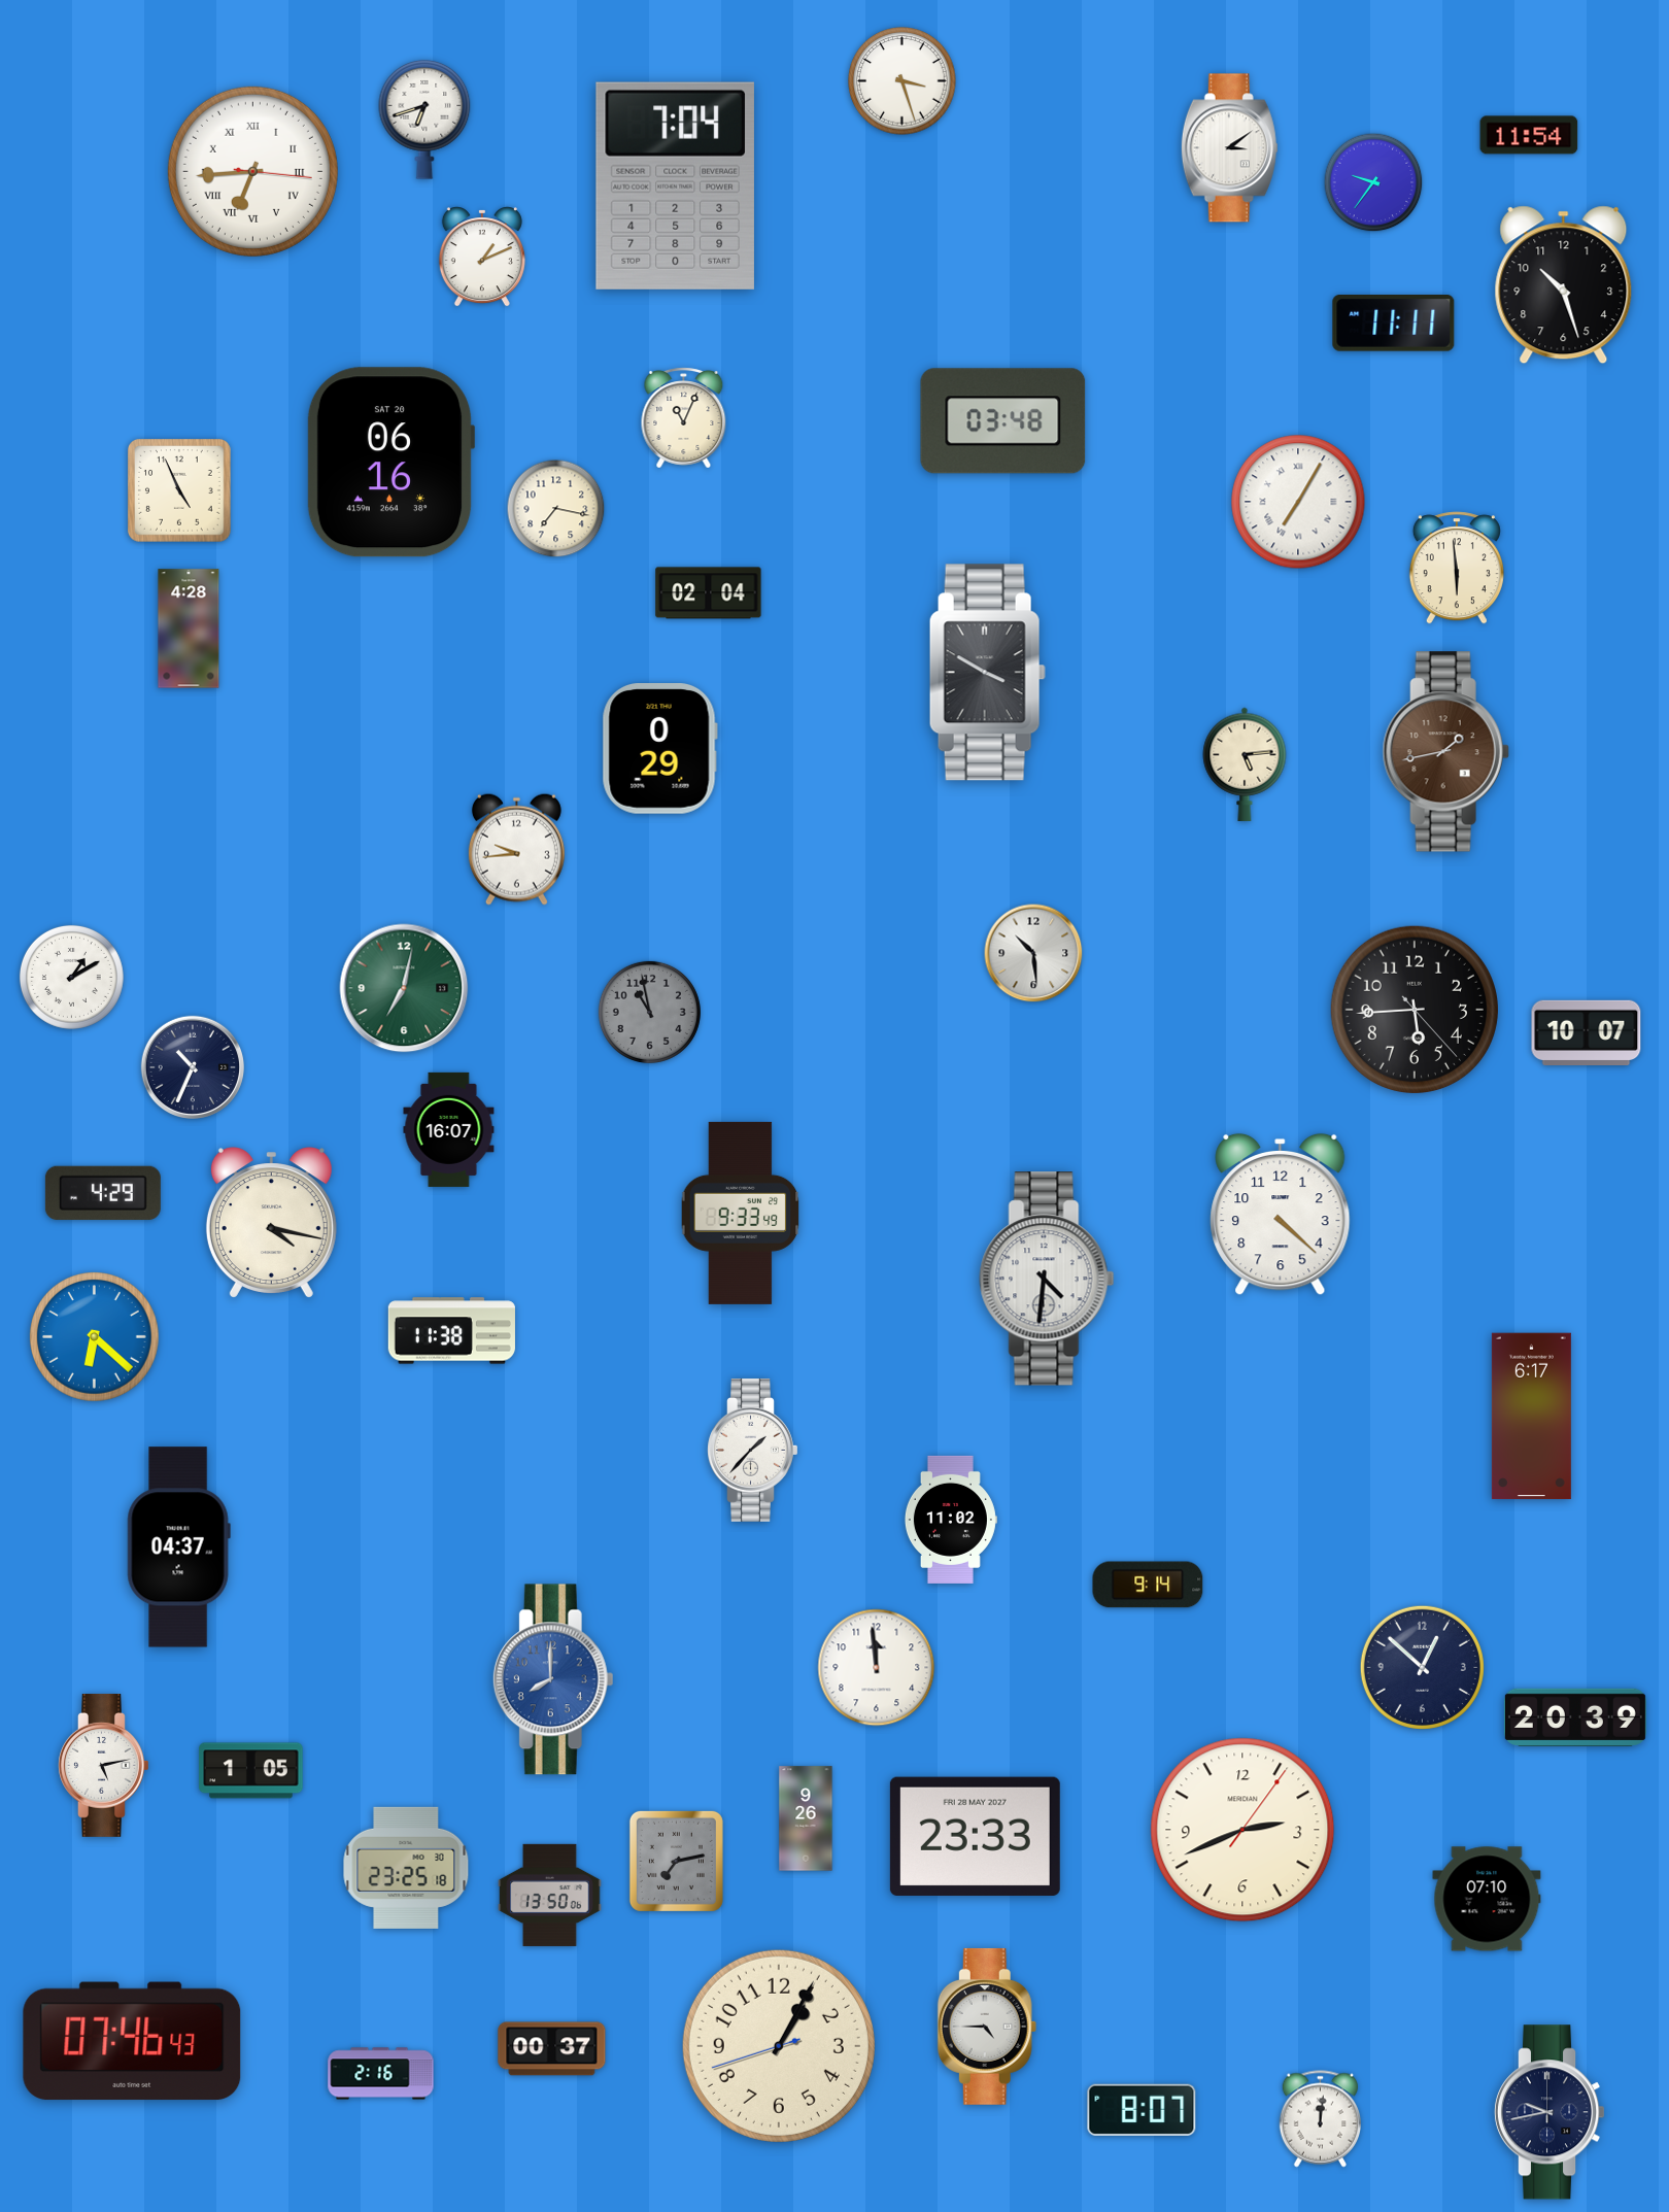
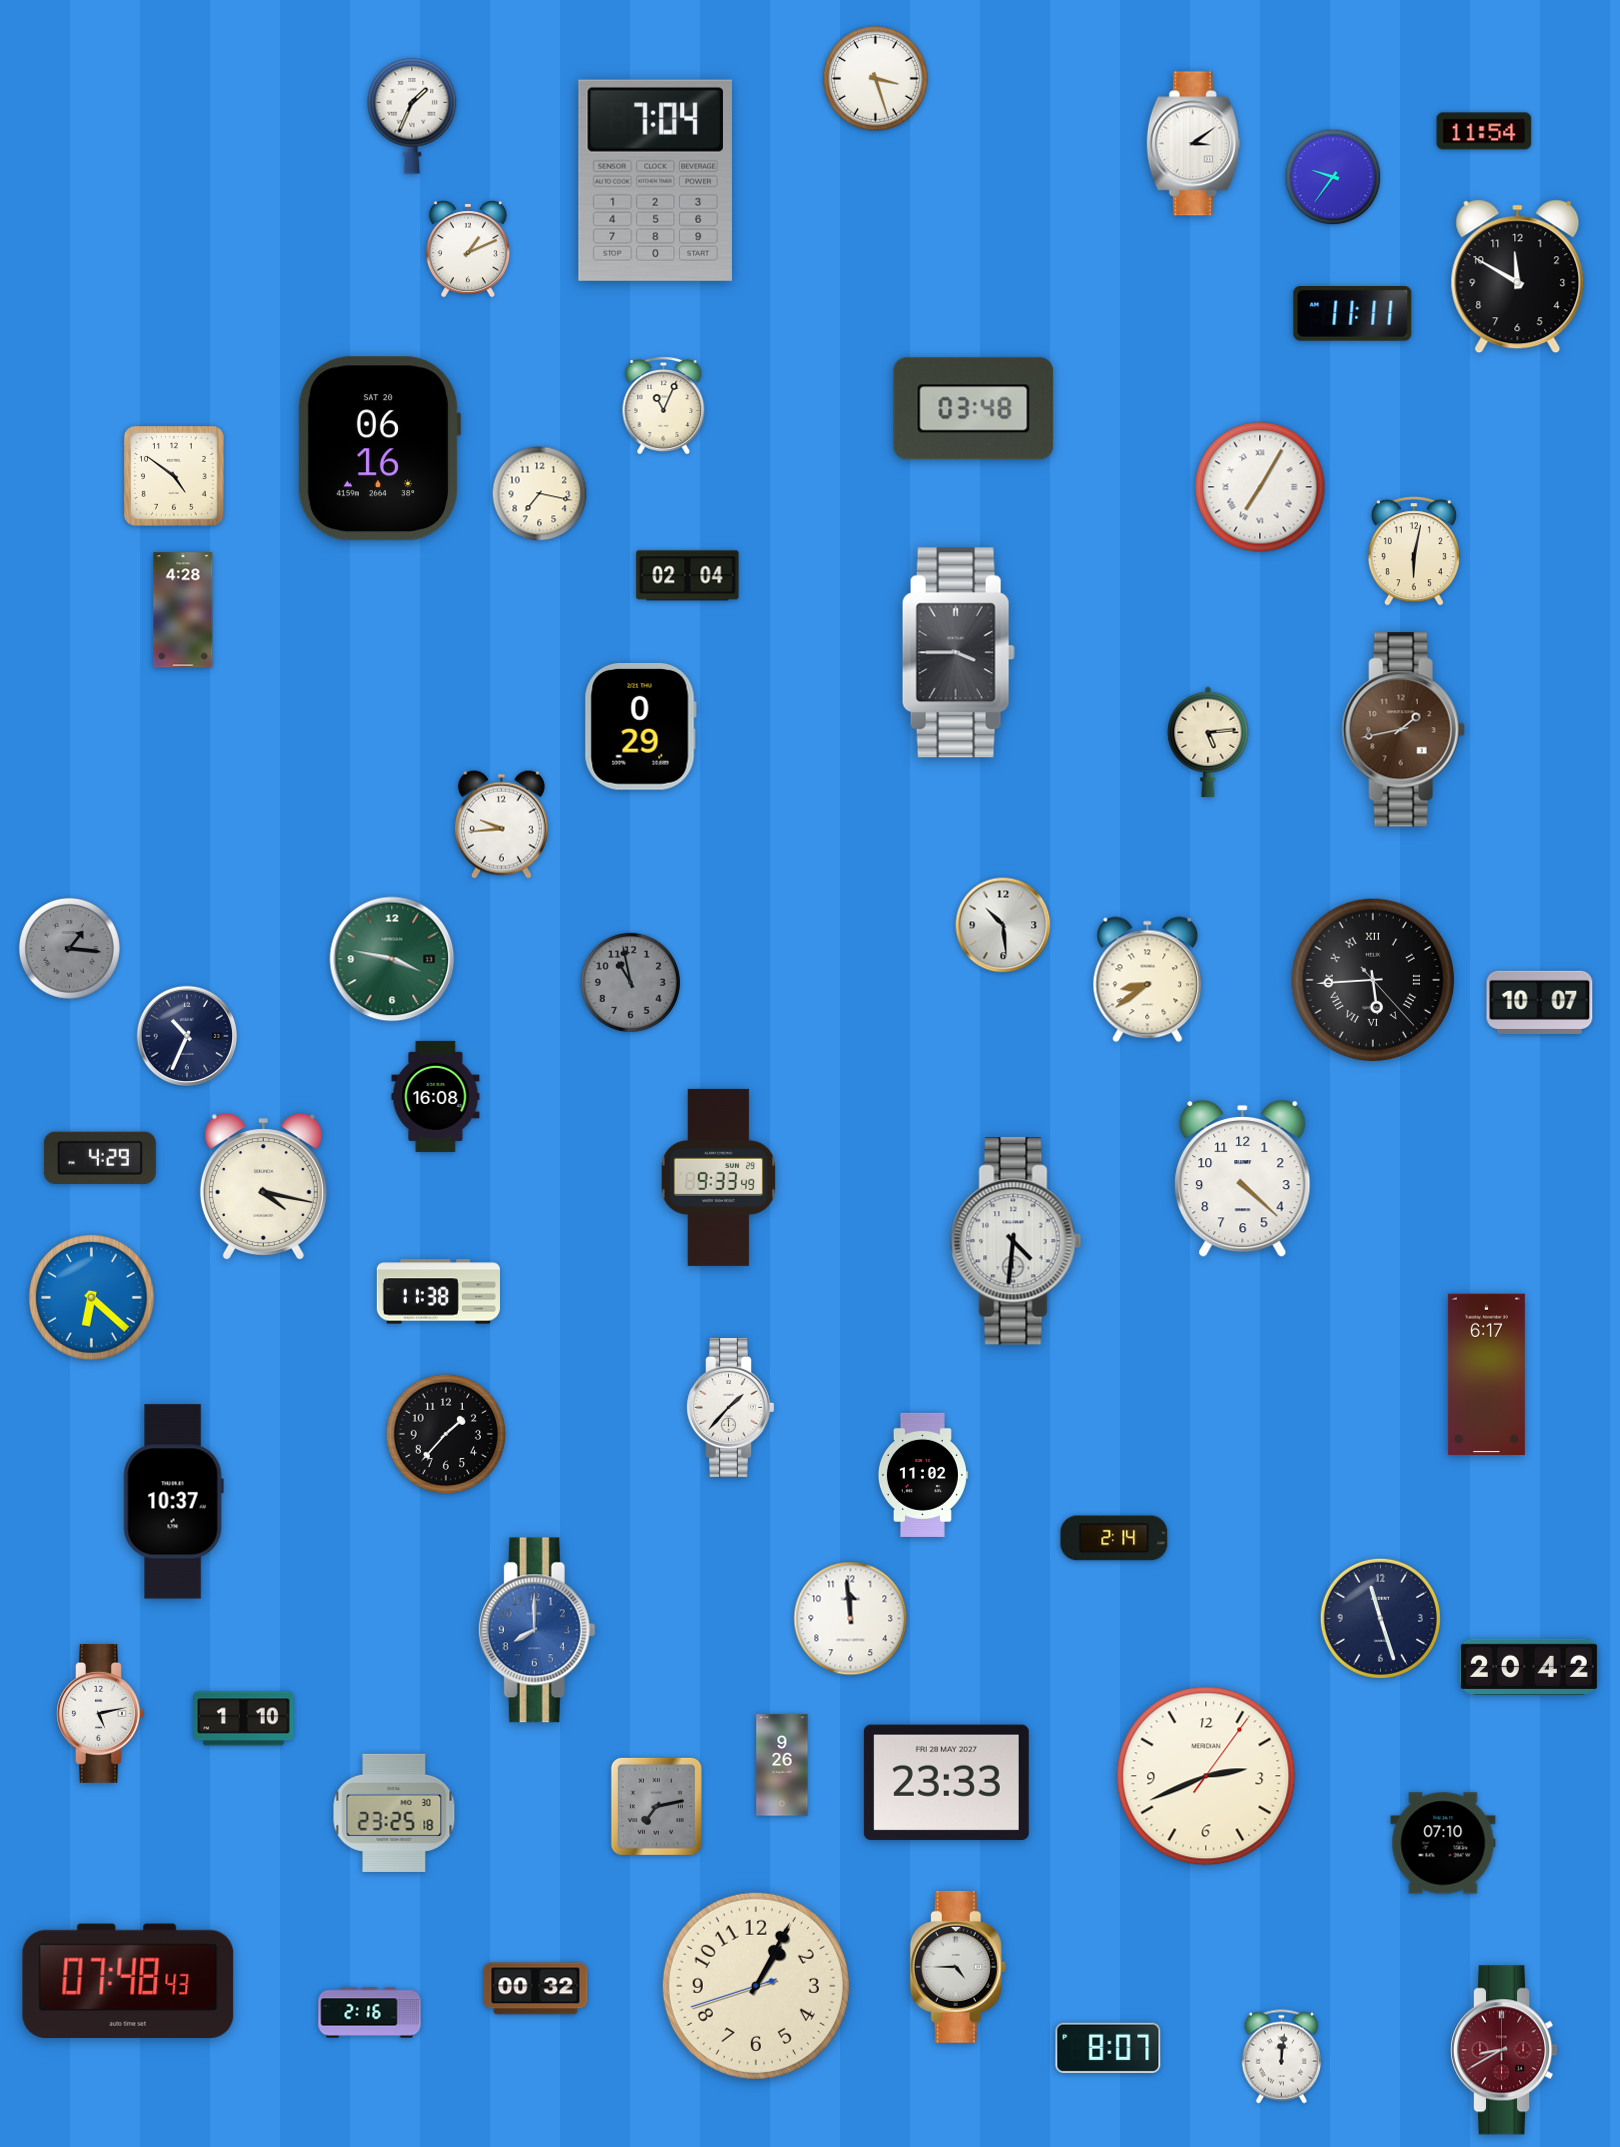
clock at (424, 120): 6:42 -> 1:34
clock at (252, 171): 6:44 -> none
clock at (1564, 285): 10:27 -> 11:50
clock at (180, 491): 4:56 -> 4:51
clock at (1457, 568): 5:59 -> 6:02
clock at (987, 673): 3:50 -> 3:45
clock at (71, 977): 1:10 -> 1:16
clock at (71, 977) dial: white -> grey
clock at (404, 988): 7:02 -> 3:47
clock at (1413, 1009) numerals: Arabic -> Roman
clock at (1148, 980): none -> 8:39
clock at (449, 1129): 16:07 -> 16:08
clock at (445, 1433): none -> 1:37
clock at (178, 1547): 04:37 -> 10:37
clock at (1148, 1585): 9:14 -> 2:14
clock at (1422, 1667): 12:52 -> 11:27
clock at (1575, 1716): 20:39 -> 20:42
clock at (251, 1771): 1:05 -> 1:10
clock at (550, 1895): 13:50 -> none
clock at (132, 2041): 07:46 -> 07:48
clock at (552, 2049): 00:37 -> 00:32
clock at (1549, 2112): 9:43 -> 8:40
clock at (1549, 2112) dial: navy -> burgundy
